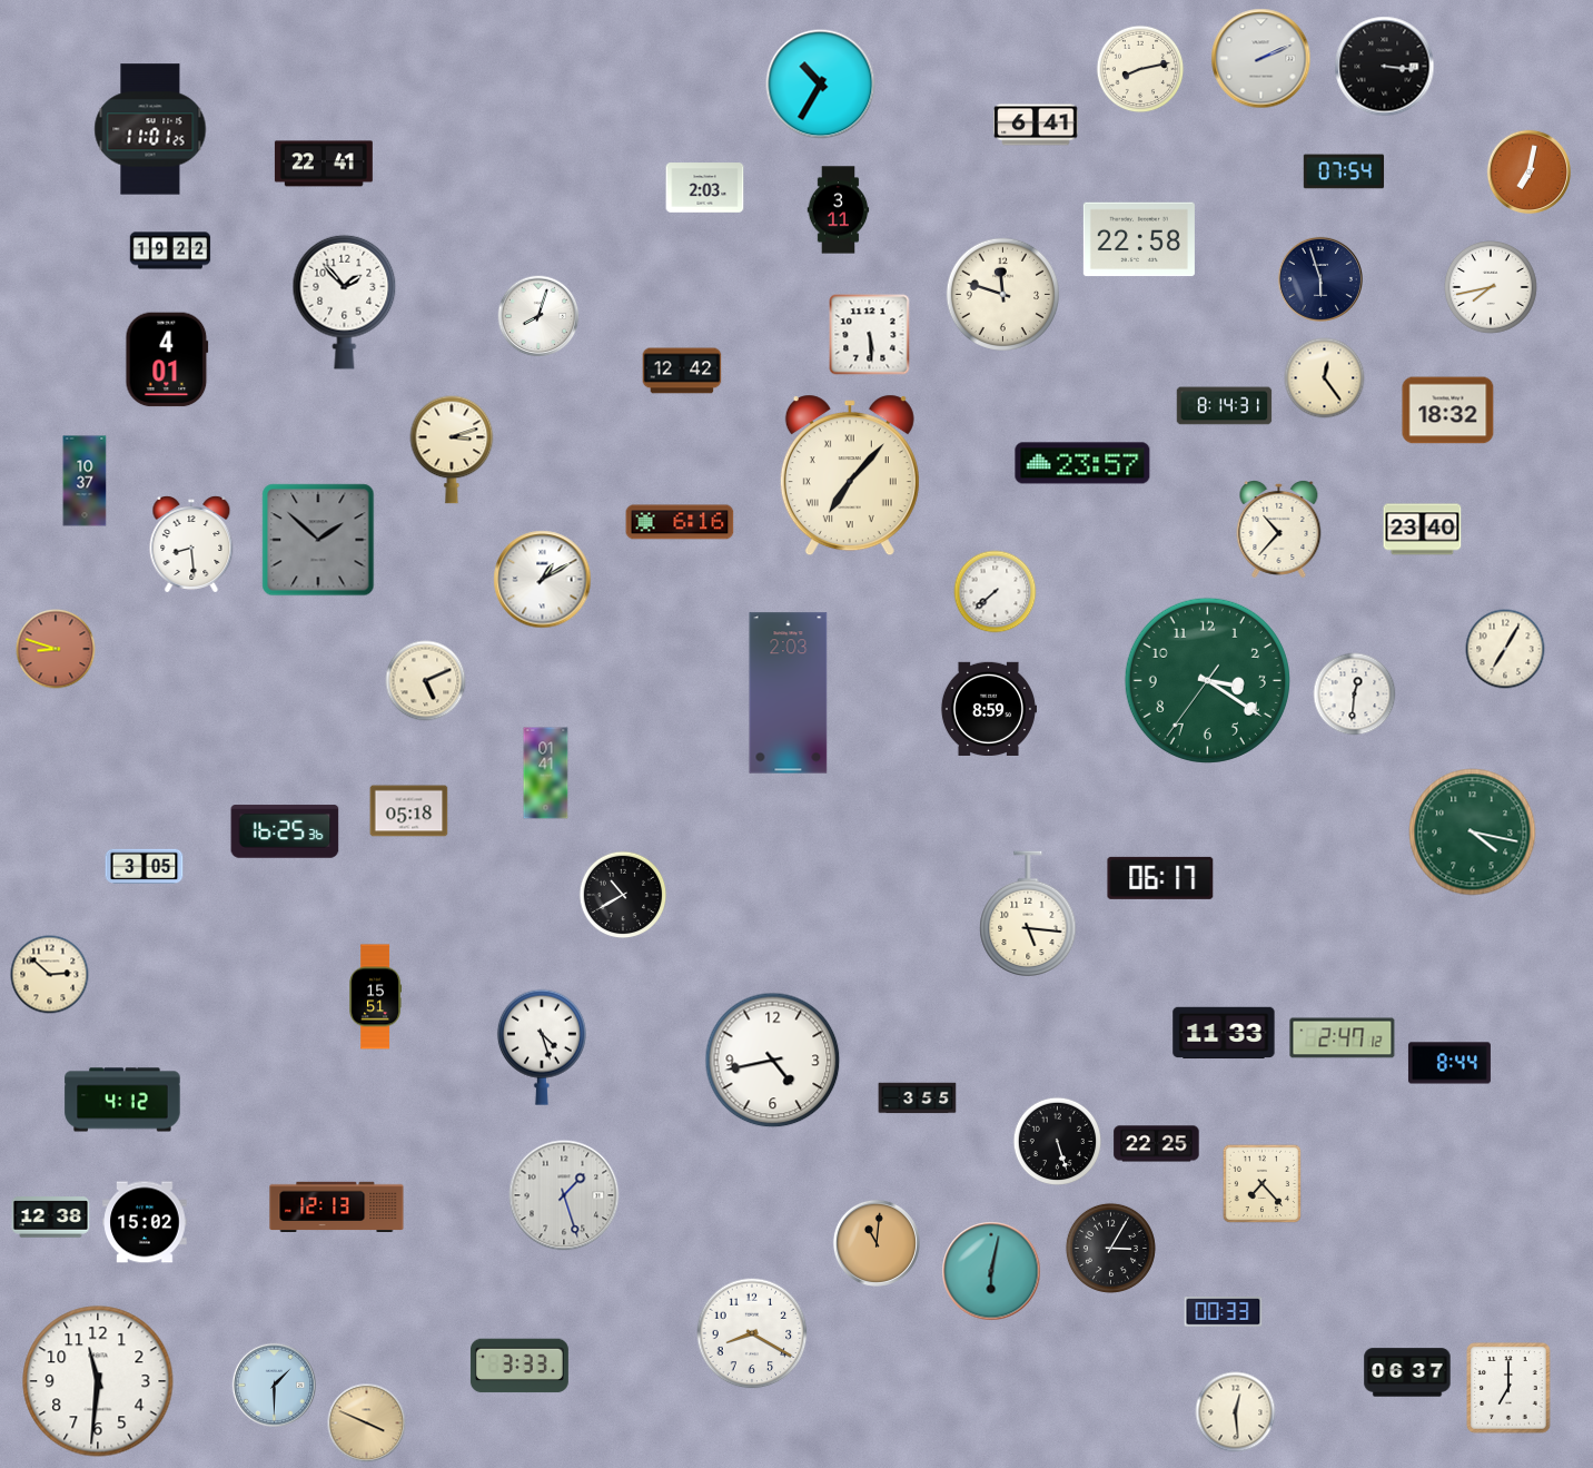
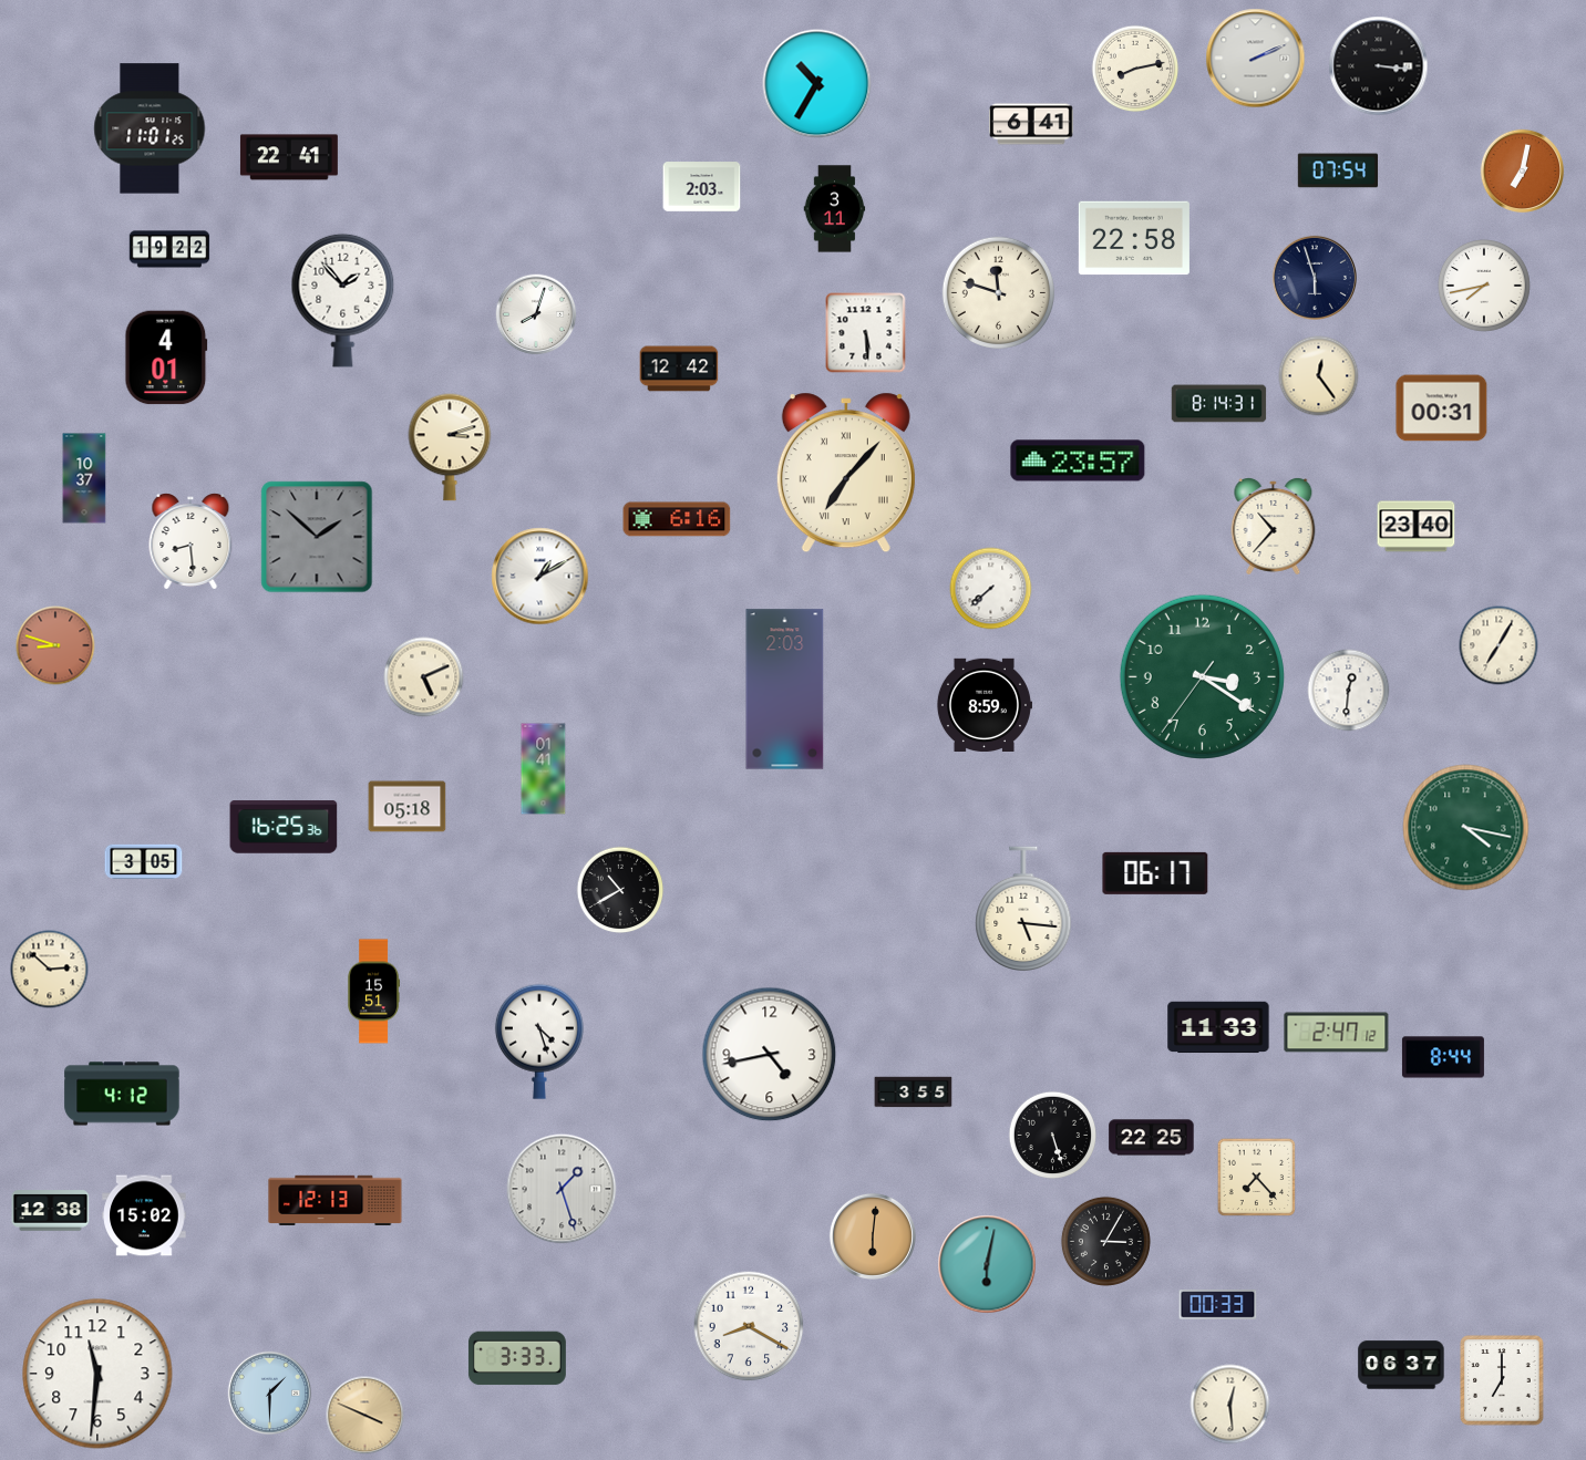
clock at (324, 164) position: (324, 164) -> (289, 157)
clock at (1448, 411): 18:32 -> 00:31
clock at (877, 1243): 11:01 -> 6:01
clock at (274, 1385) position: (274, 1385) -> (269, 1392)
